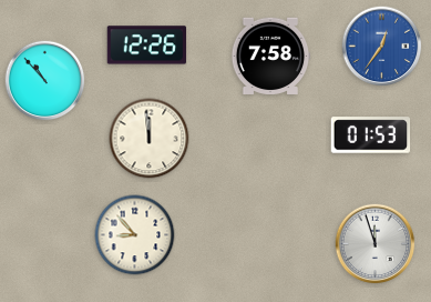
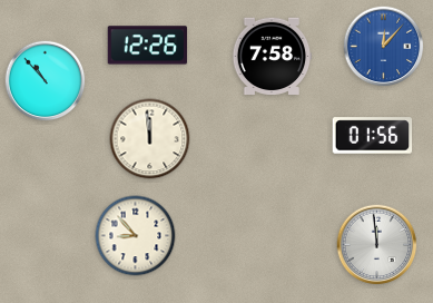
clock at (382, 47): 12:36 -> 12:07
clock at (371, 135): 01:53 -> 01:56
clock at (376, 244): 11:57 -> 11:59
